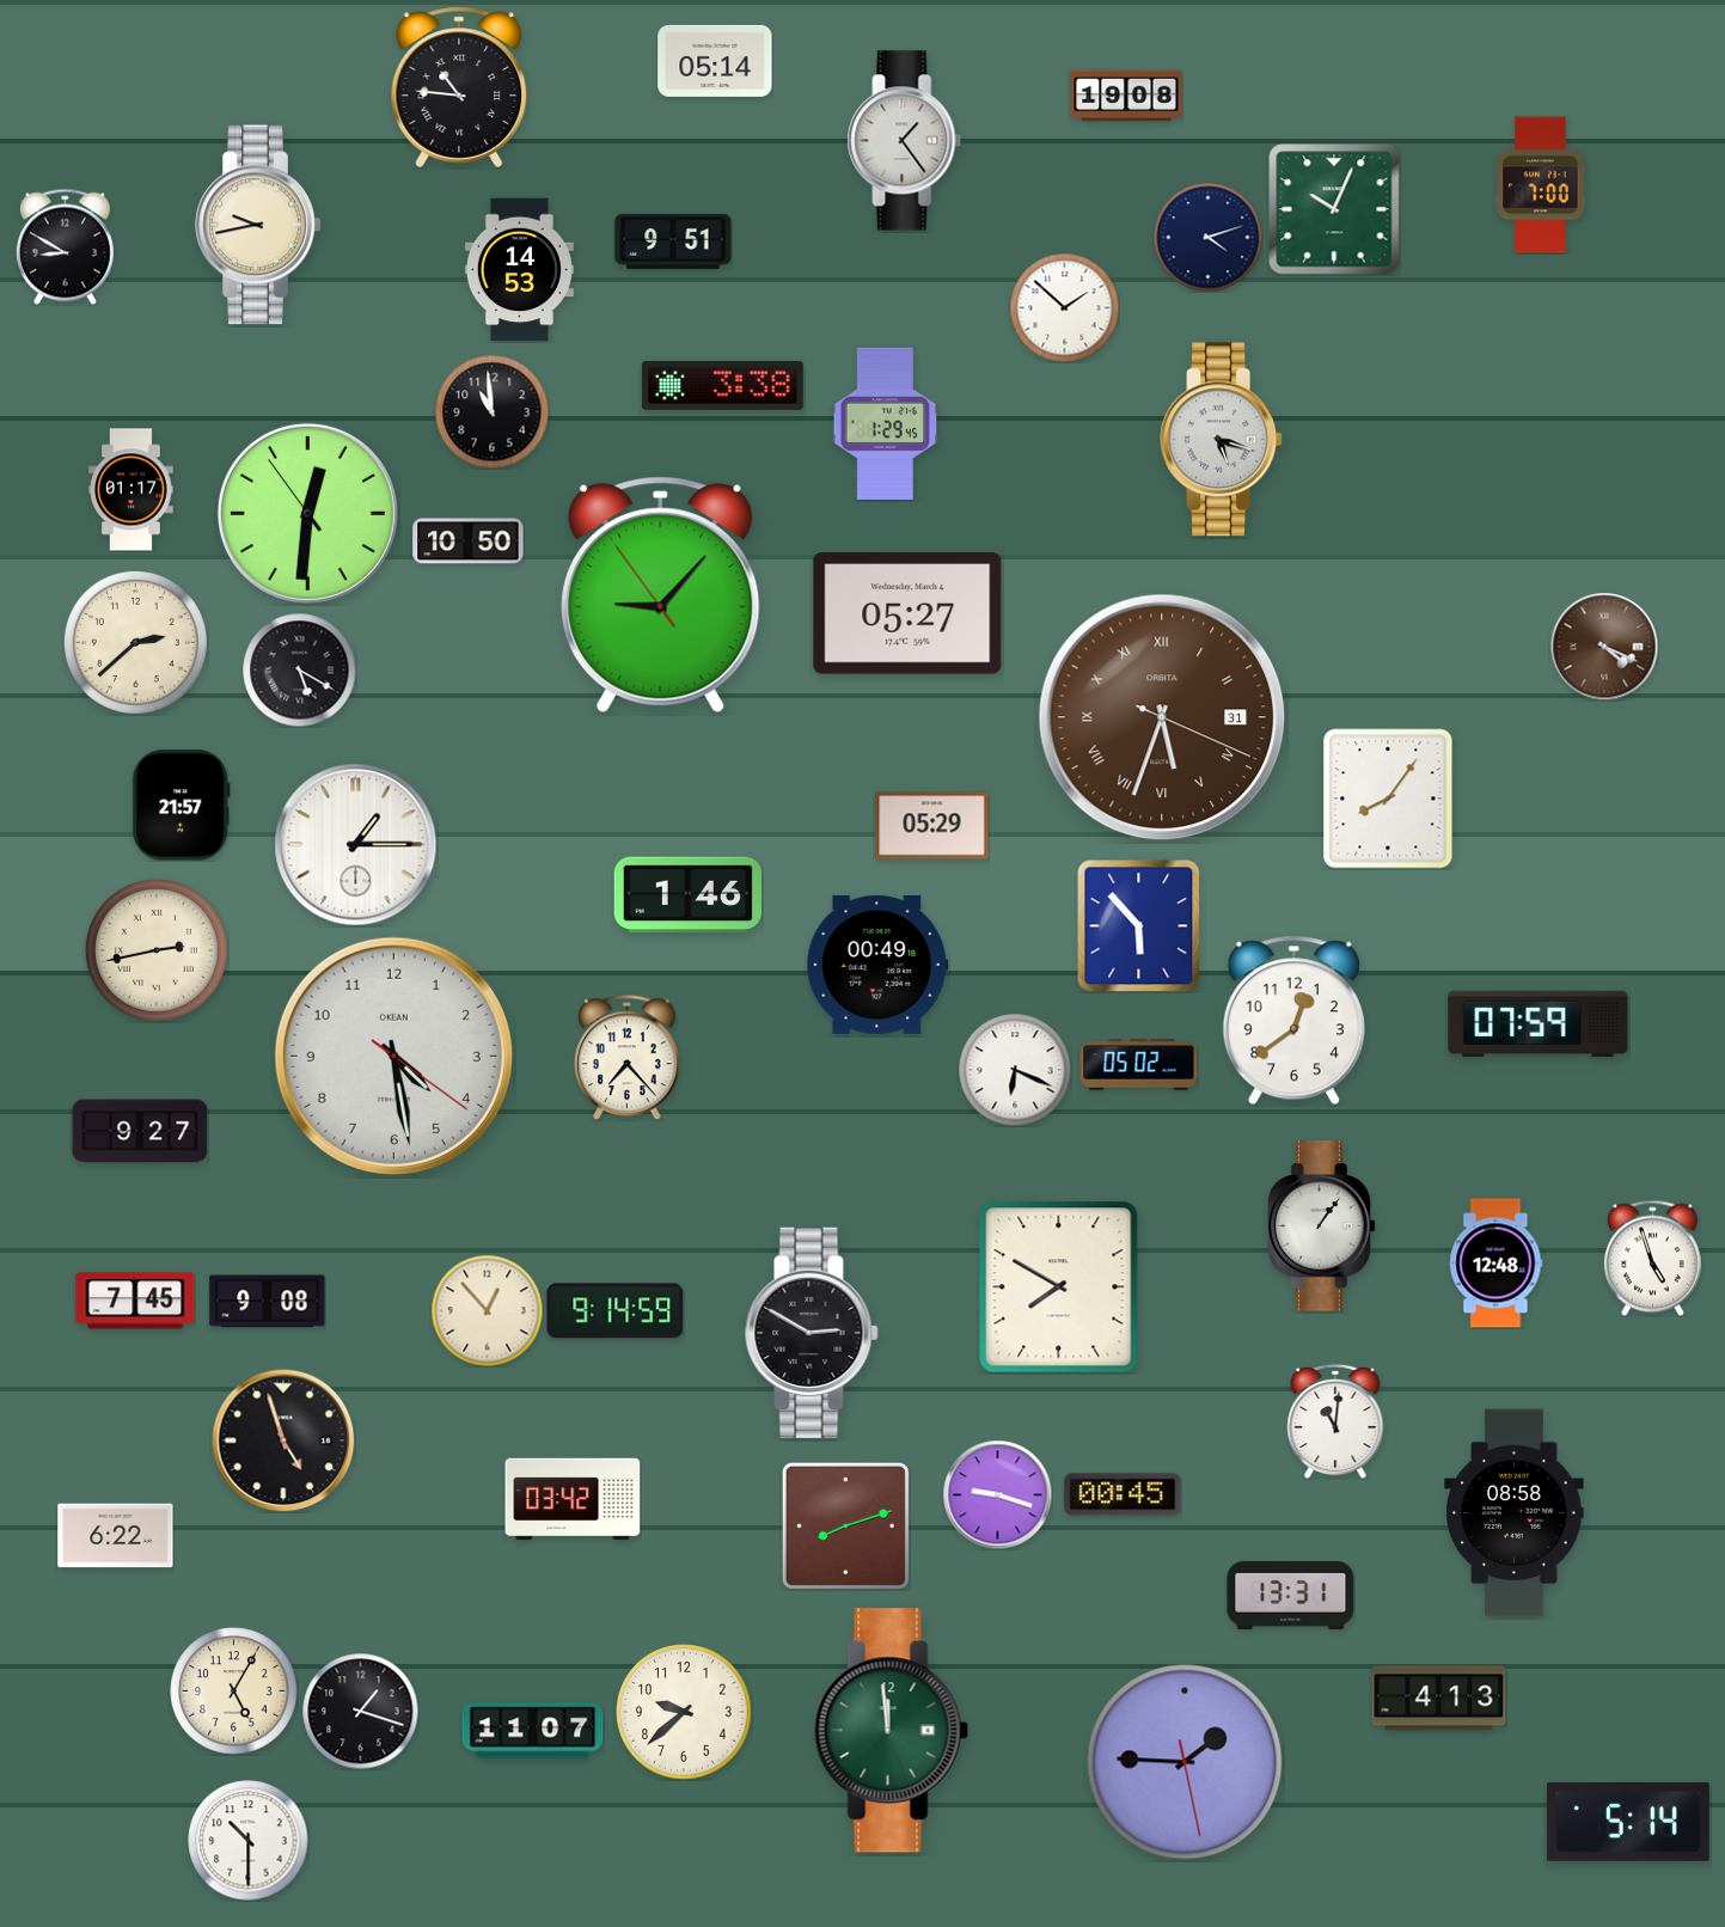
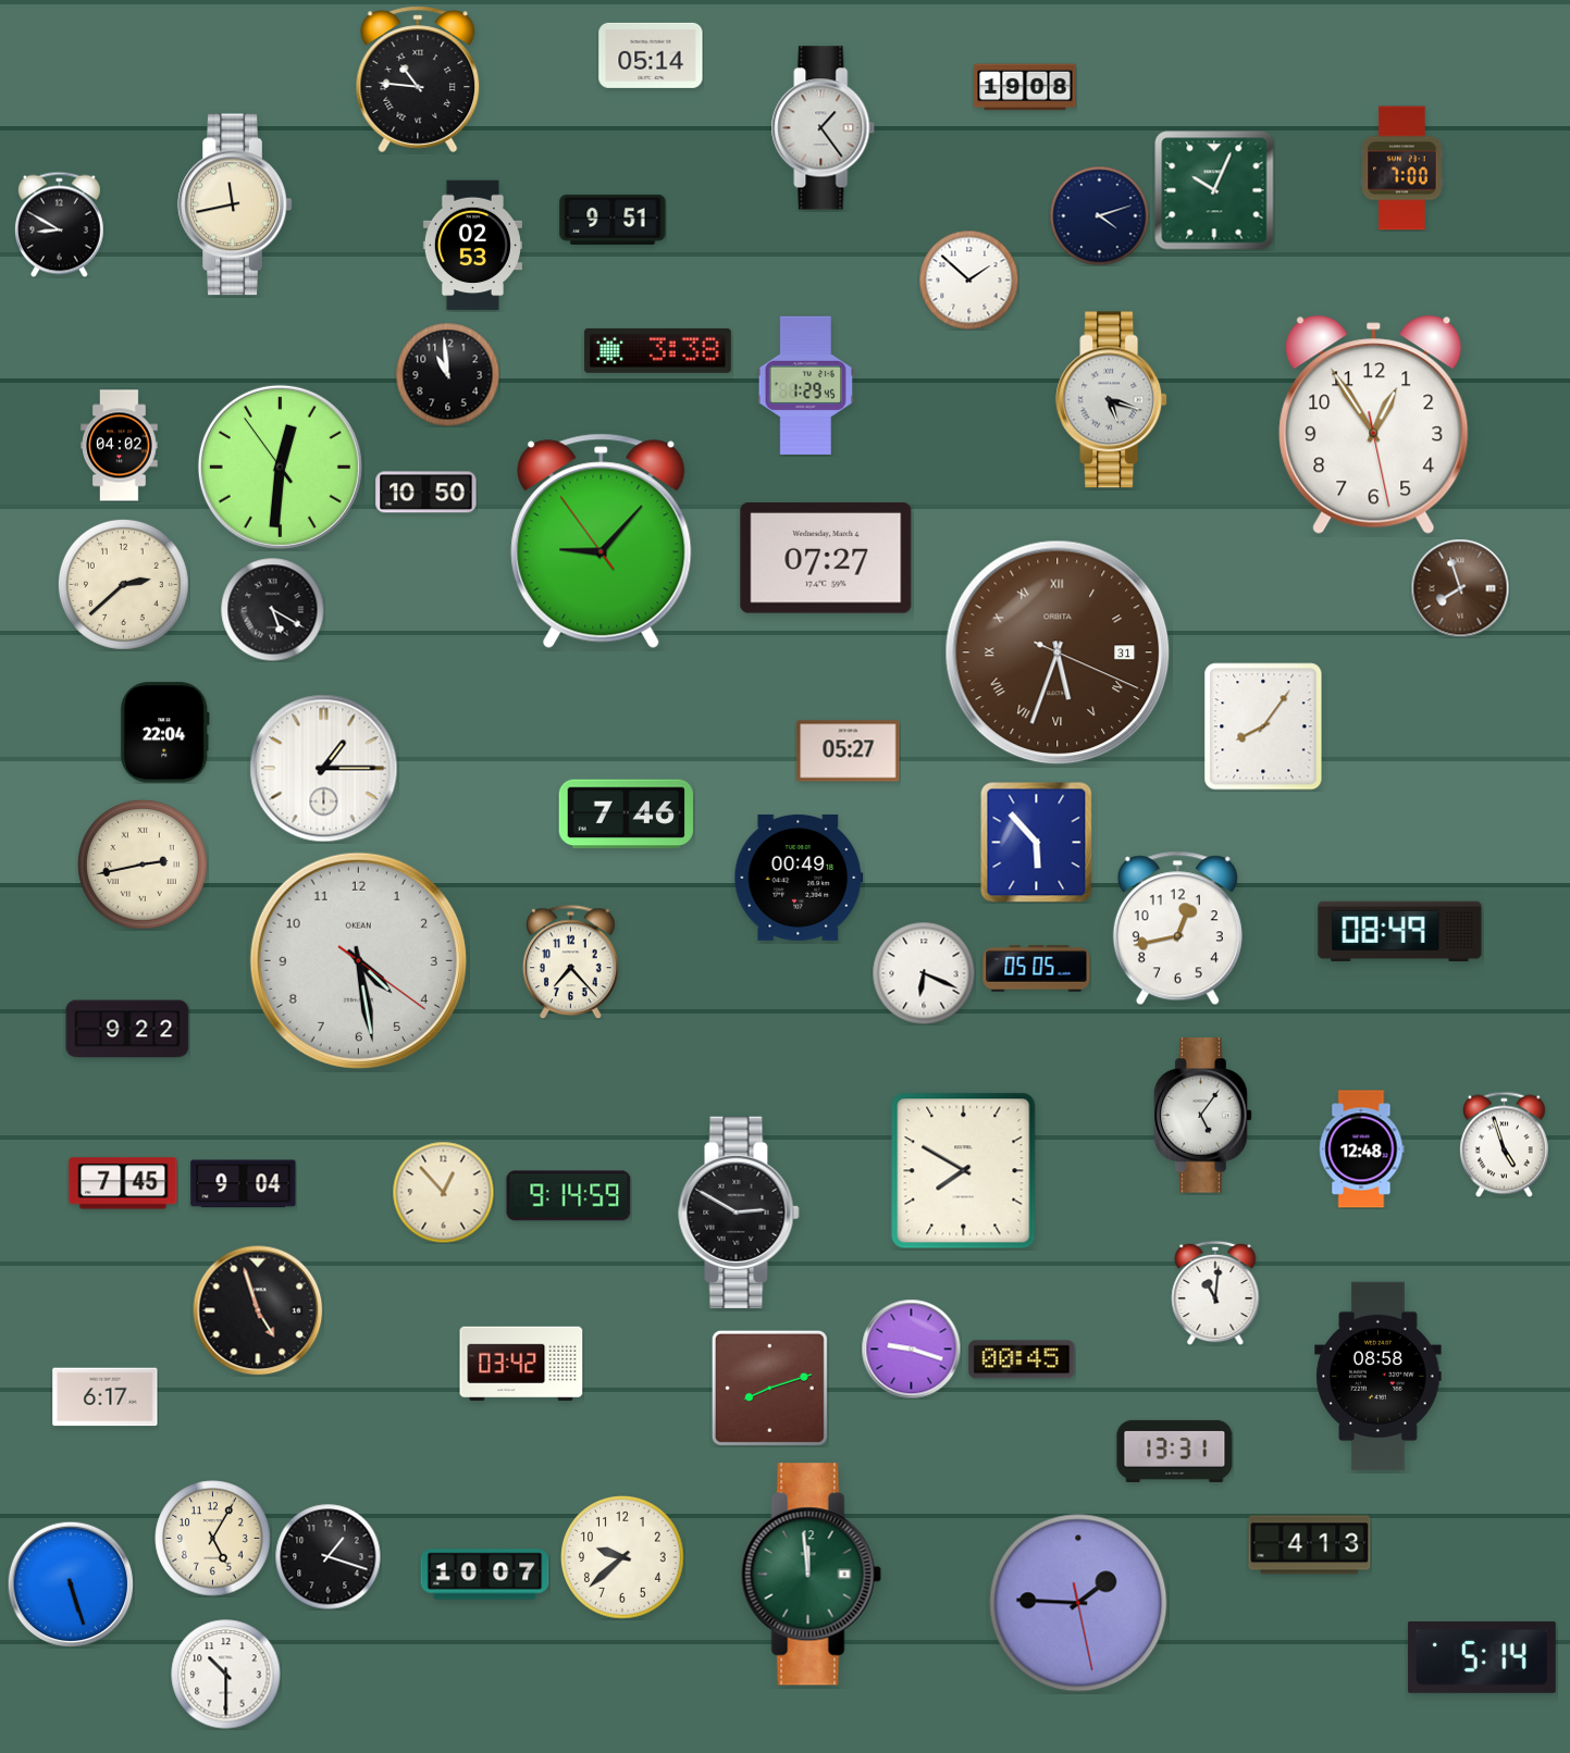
clock at (258, 225): 9:43 -> 11:43
clock at (519, 270): 14:53 -> 02:53
clock at (1374, 424): none -> 12:54
clock at (131, 490): 01:17 -> 04:02
clock at (907, 613): 05:27 -> 07:27
clock at (1604, 647): 4:19 -> 7:57
clock at (181, 806): 21:57 -> 22:04
clock at (932, 826): 05:29 -> 05:27
clock at (689, 895): 1:46 -> 7:46
clock at (1293, 1021): 12:39 -> 12:43
clock at (1539, 1024): 07:59 -> 08:49
clock at (1139, 1065): 05:02 -> 05:05
clock at (140, 1131): 9:27 -> 9:22
clock at (1322, 1226): 1:06 -> 5:06
clock at (268, 1302): 9:08 -> 9:04
clock at (616, 1311) position: (616, 1311) -> (569, 1196)
clock at (997, 1494) position: (997, 1494) -> (911, 1348)
clock at (116, 1536): 6:22 -> 6:17
clock at (533, 1731): 11:07 -> 10:07
clock at (71, 1584): none -> 5:27
